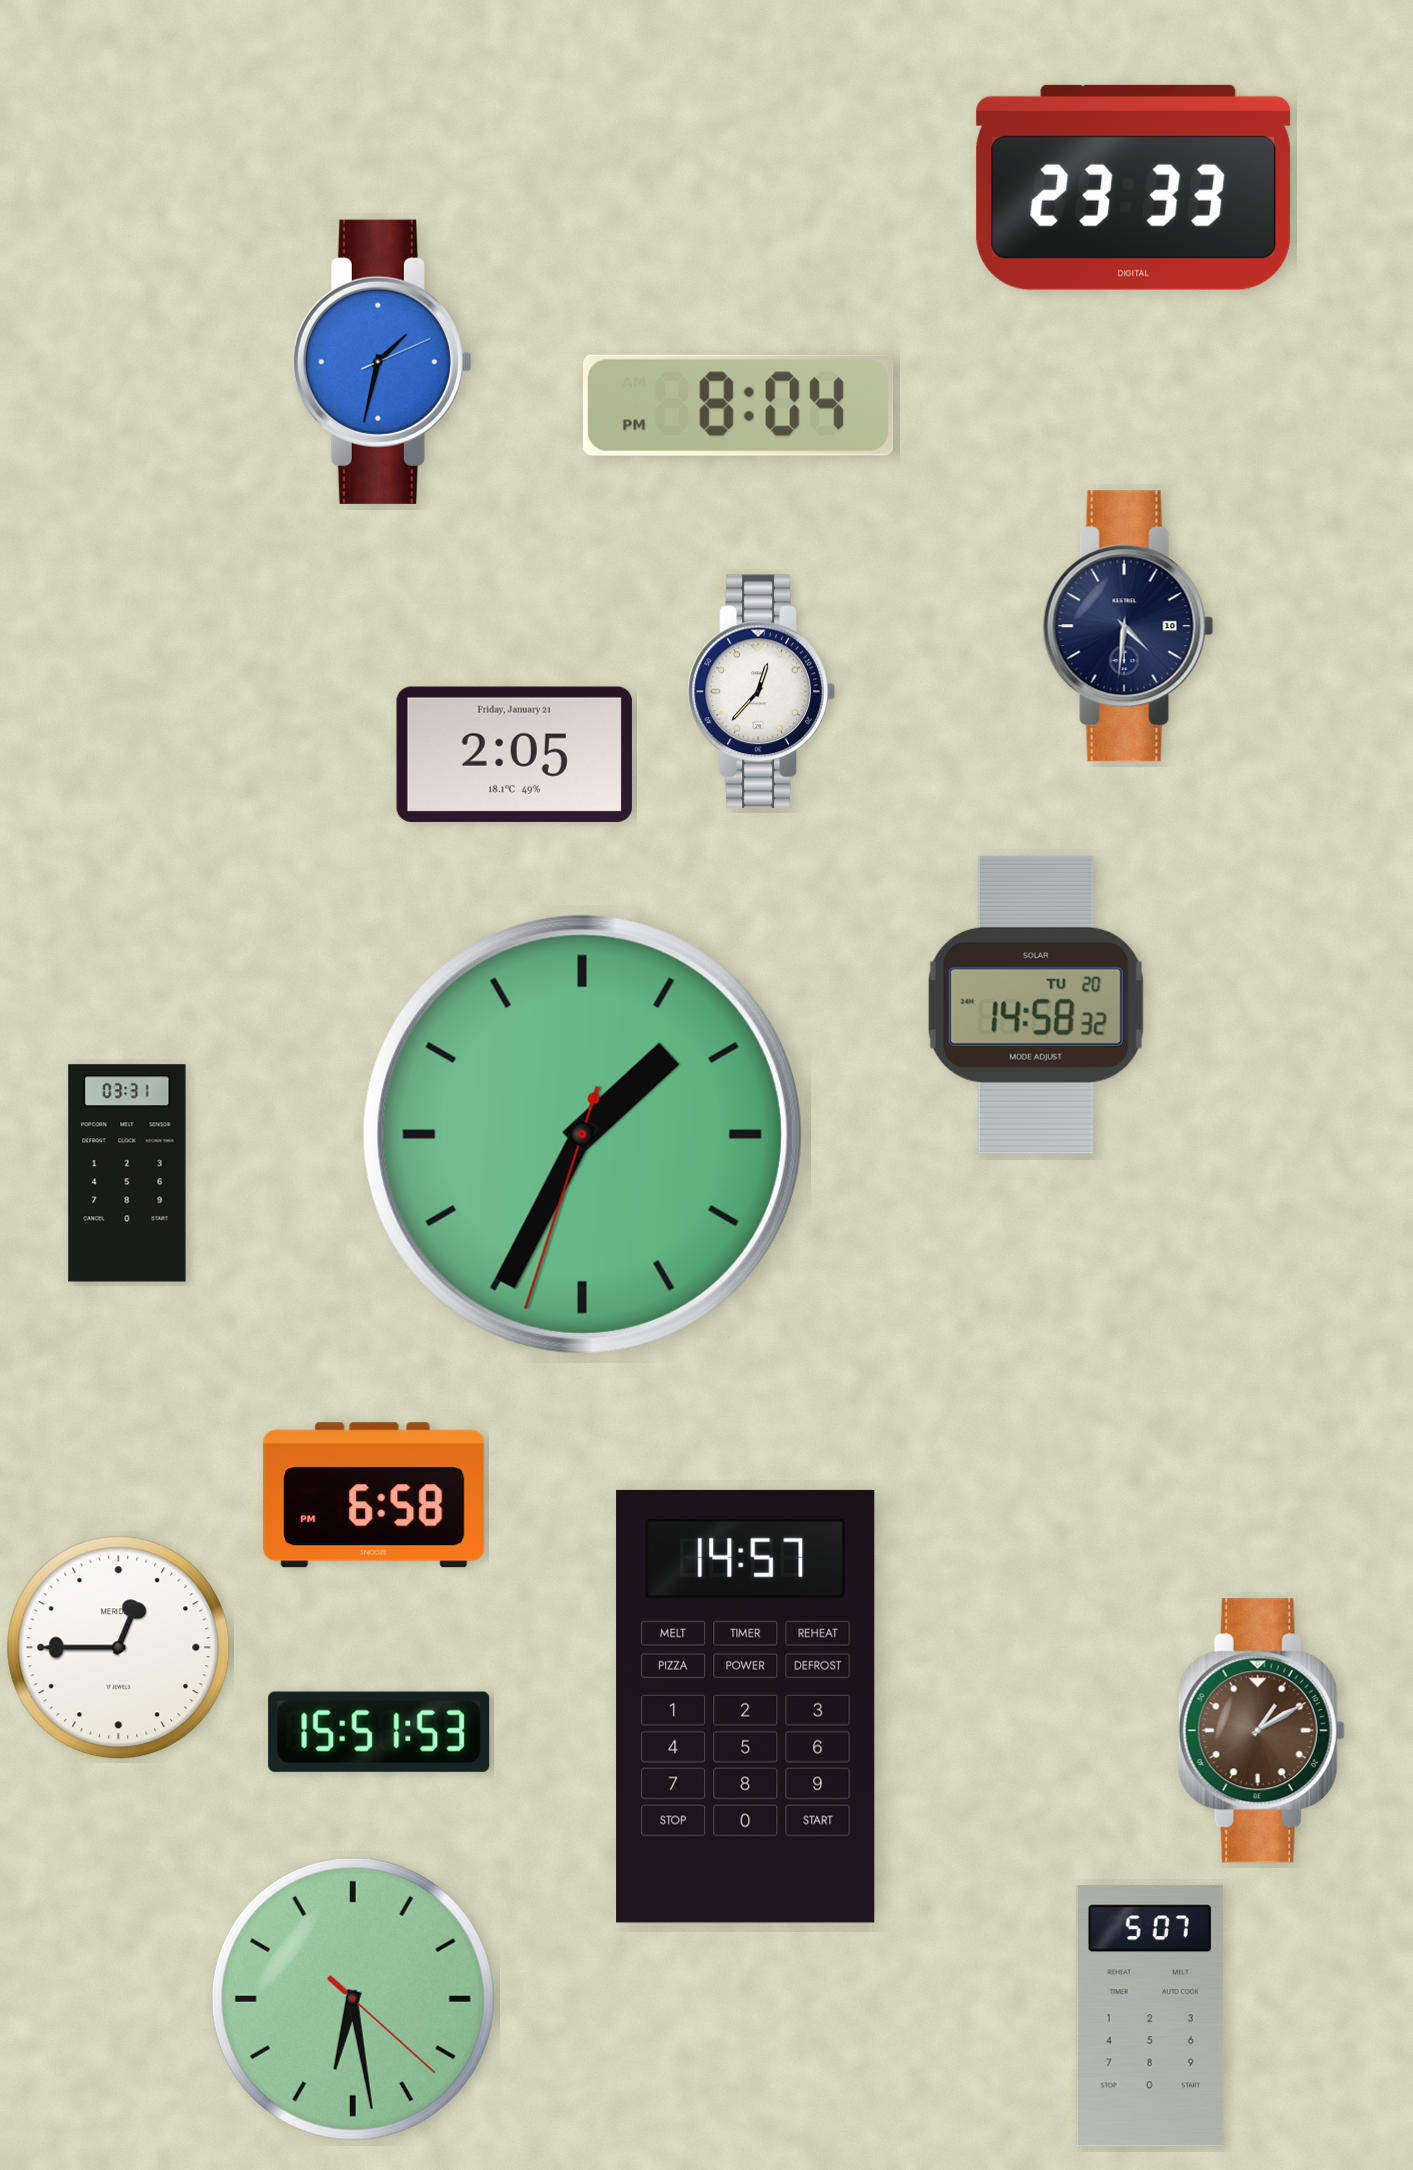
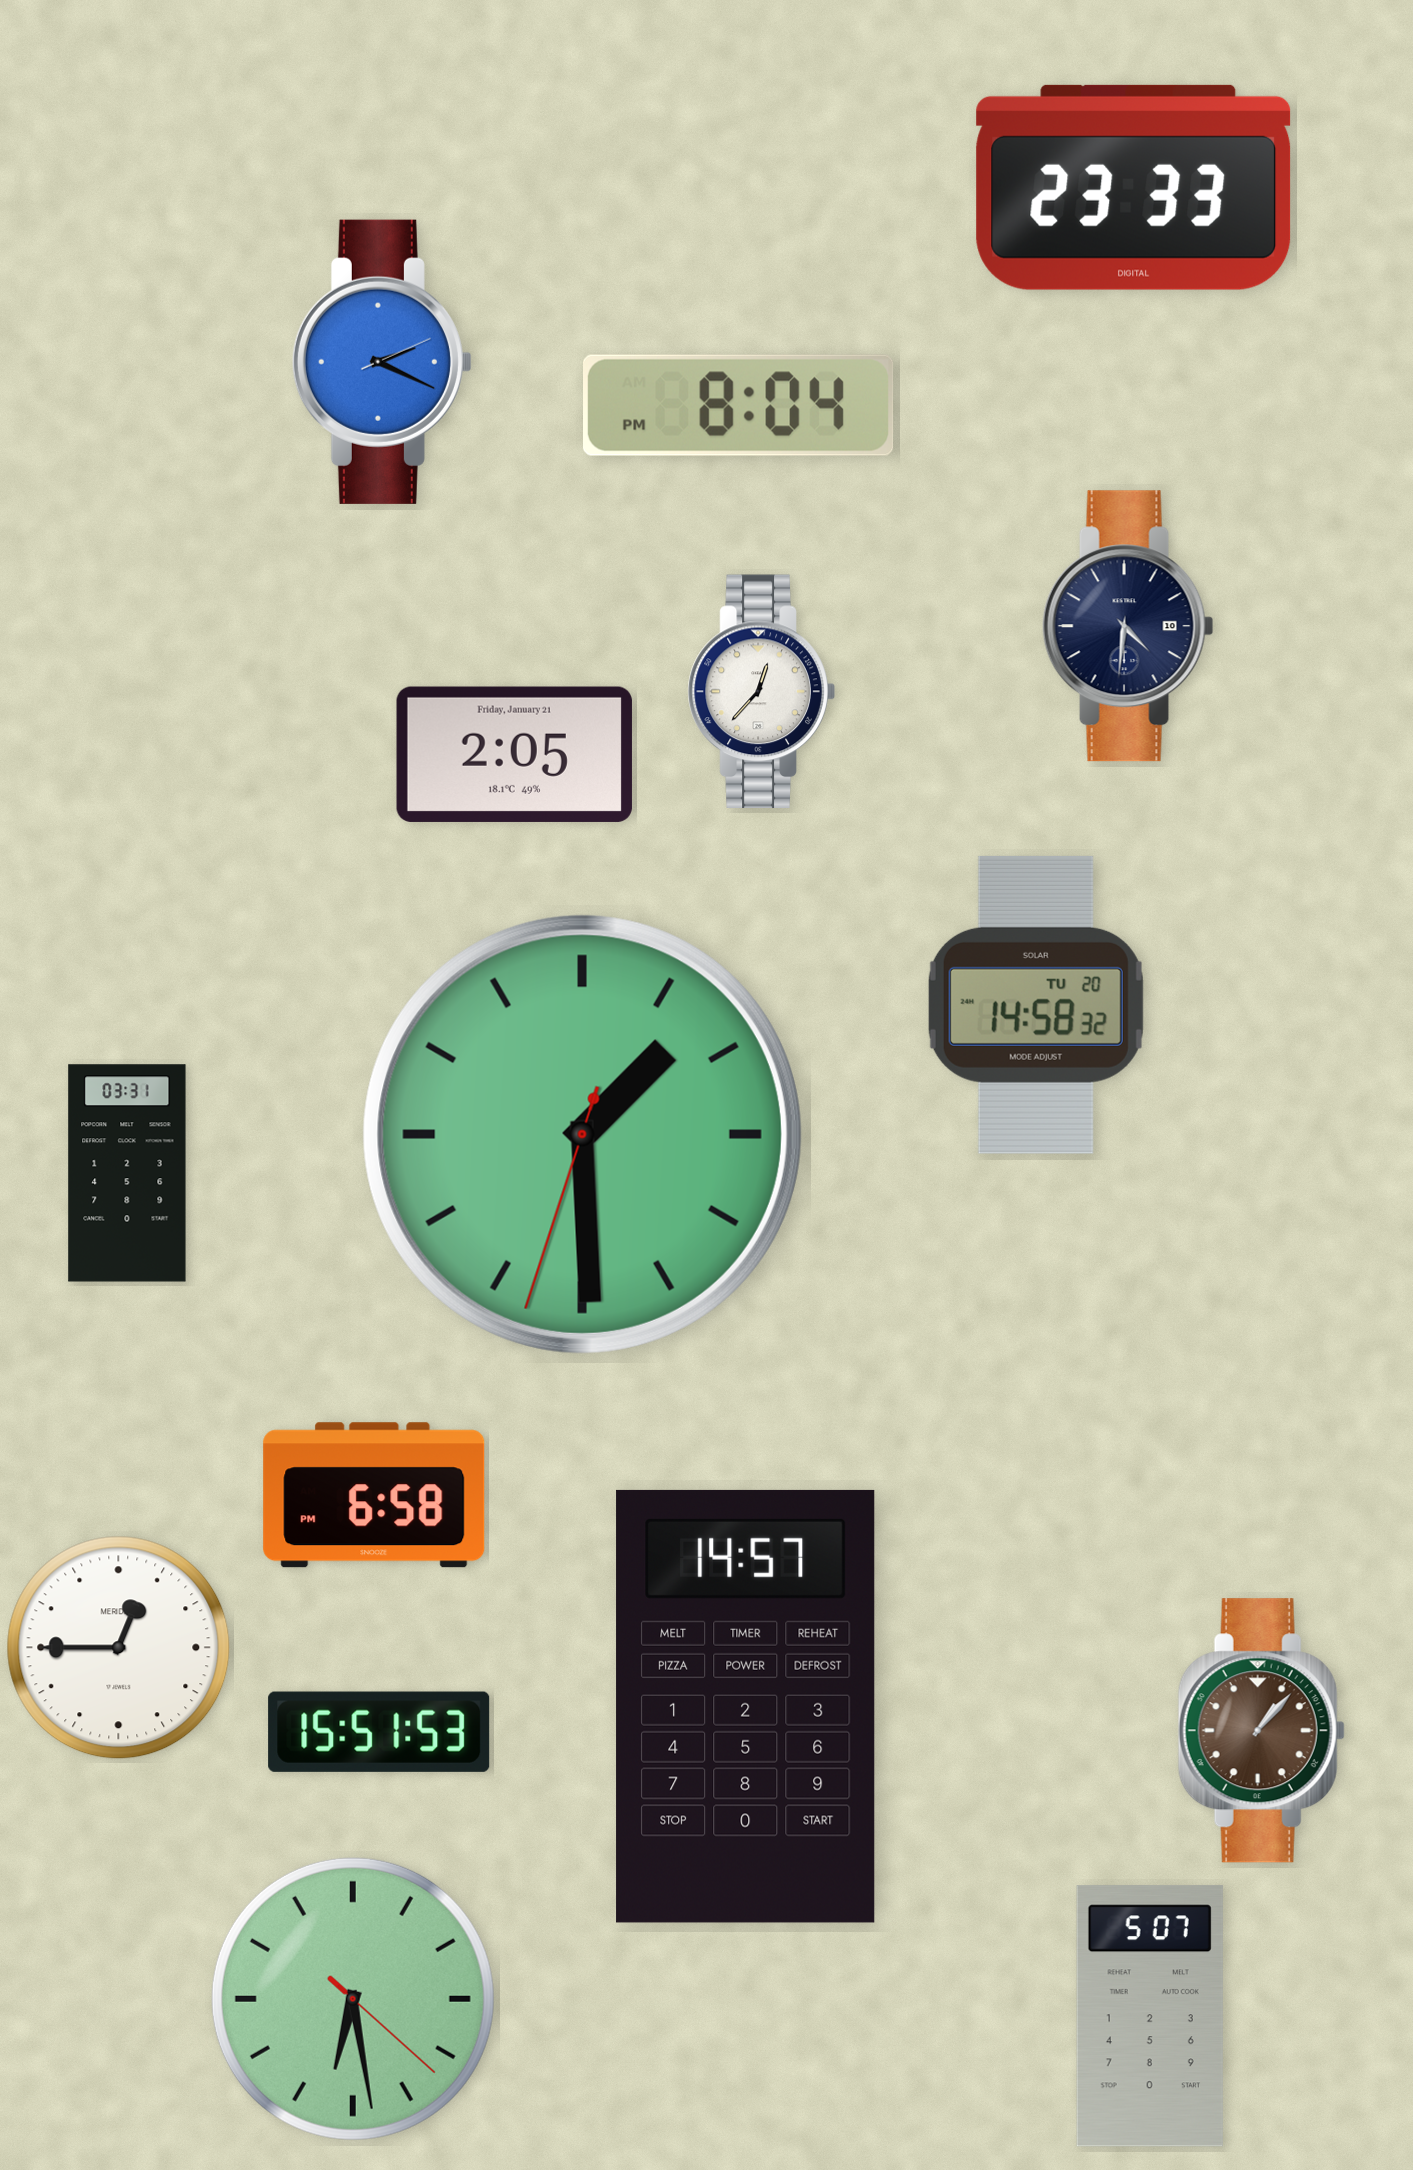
clock at (382, 362): 1:32 -> 2:19
clock at (582, 1134): 1:34 -> 1:29
clock at (1261, 1731): 1:10 -> 1:07
